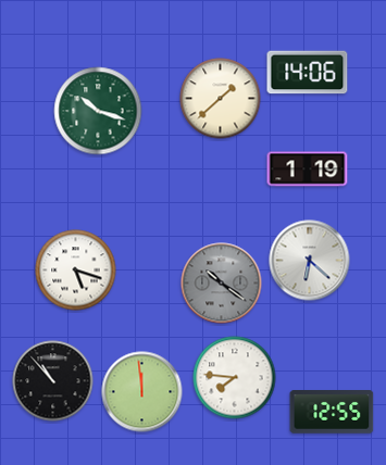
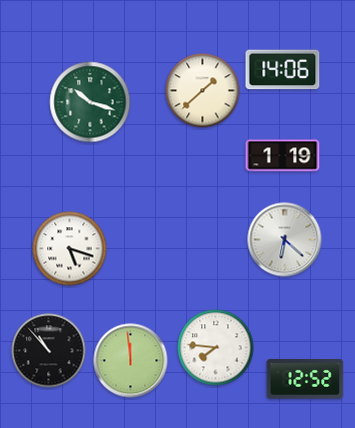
clock at (308, 73) position: (308, 73) -> (283, 70)
clock at (222, 284): 10:21 -> none
clock at (332, 413): 12:55 -> 12:52
